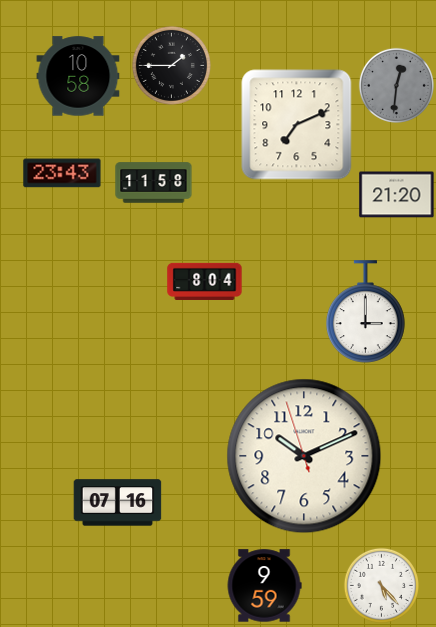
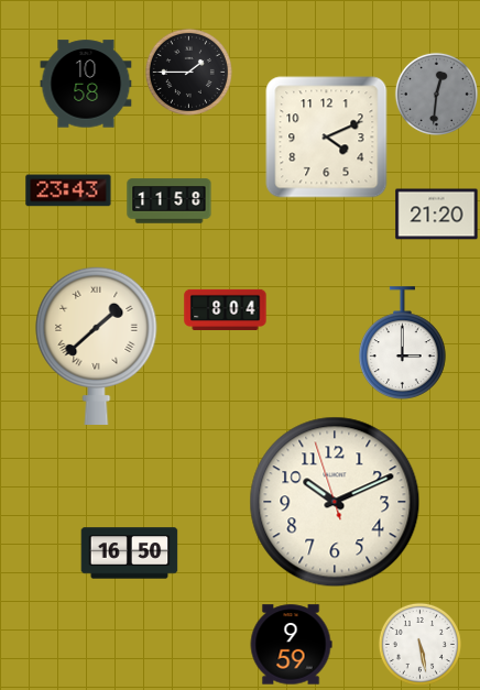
clock at (297, 125): 7:11 -> 4:11
clock at (97, 344): none -> 1:38
clock at (118, 503): 07:16 -> 16:50
clock at (381, 585): 5:23 -> 5:28
